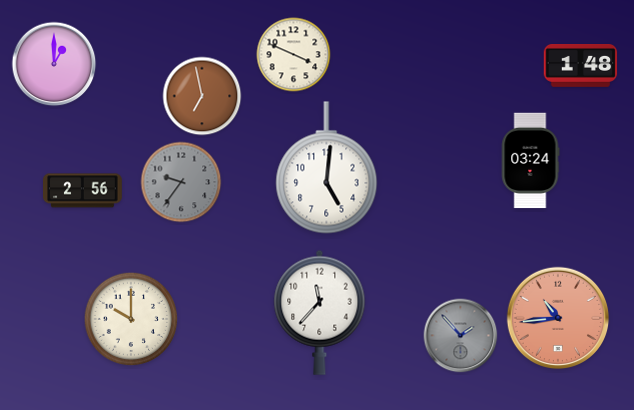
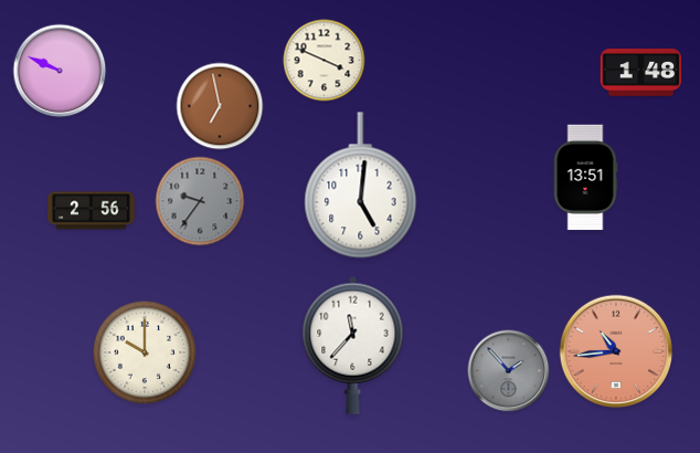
clock at (54, 64): 1:00 -> 9:49
clock at (202, 96) position: (202, 96) -> (220, 106)
clock at (530, 161): 03:24 -> 13:51
